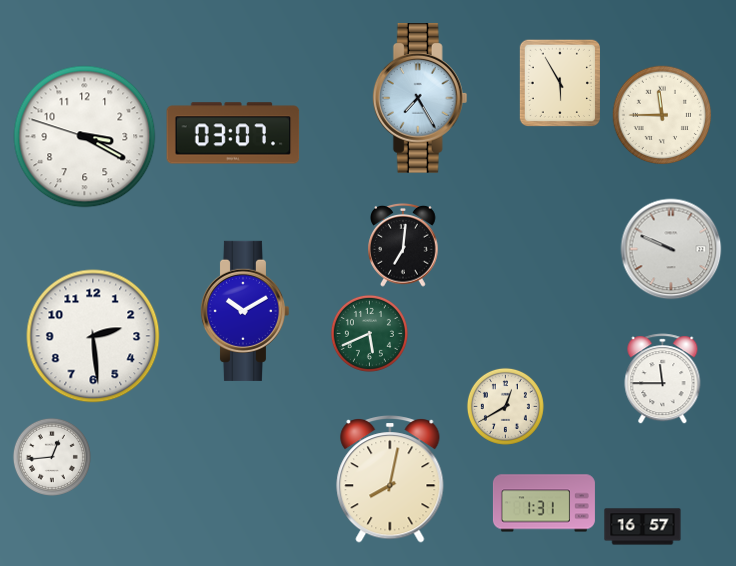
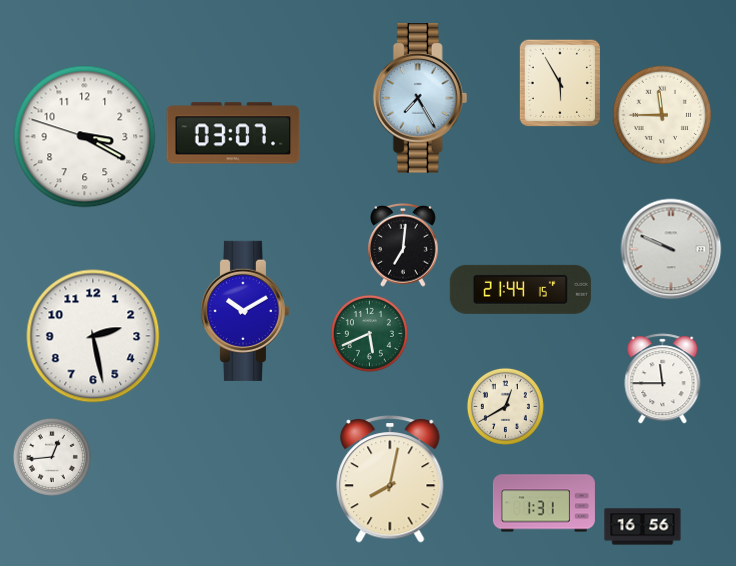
clock at (520, 289): none -> 21:44
clock at (93, 336): 2:29 -> 2:28
clock at (643, 527): 16:57 -> 16:56
